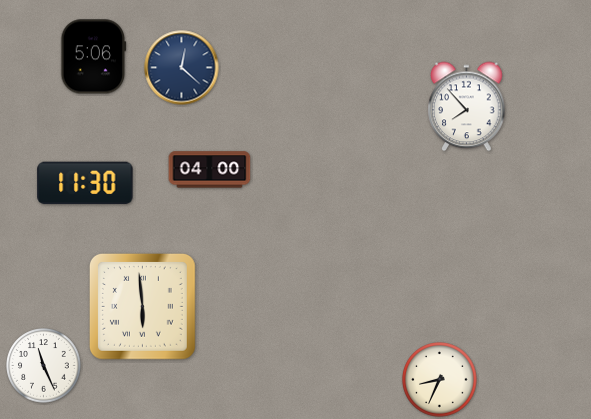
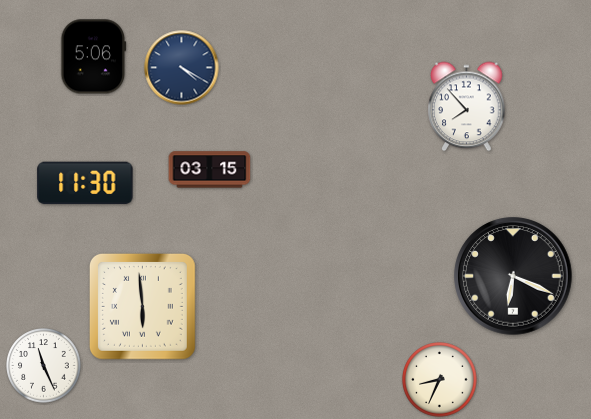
clock at (182, 68): 12:22 -> 4:20
clock at (210, 170): 04:00 -> 03:15
clock at (513, 276): none -> 6:19
